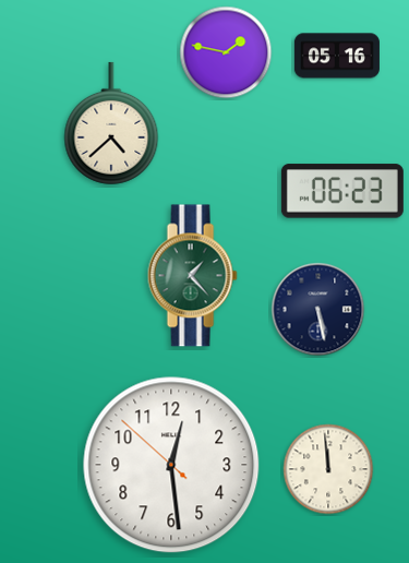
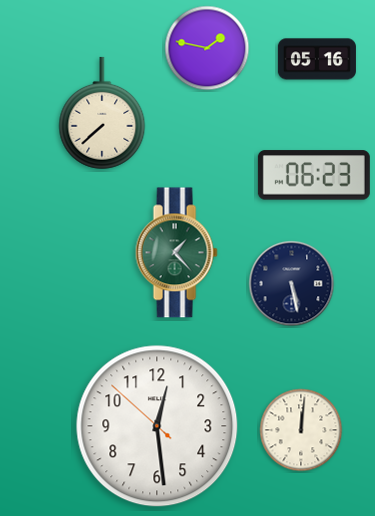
clock at (337, 56) position: (337, 56) -> (317, 59)
clock at (111, 123): 4:38 -> 7:38
clock at (328, 469): 11:59 -> 12:01
